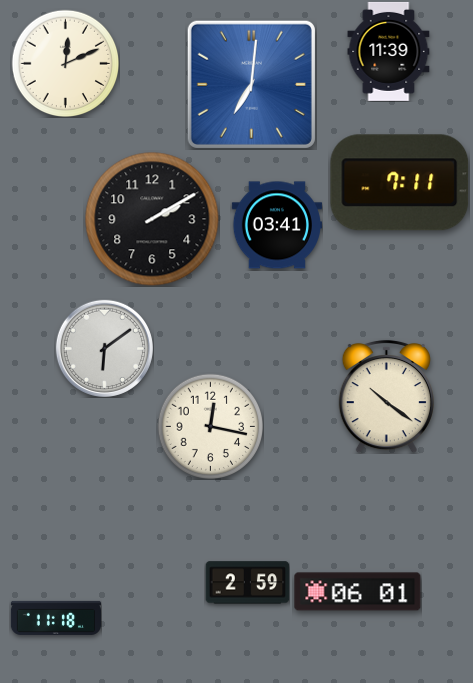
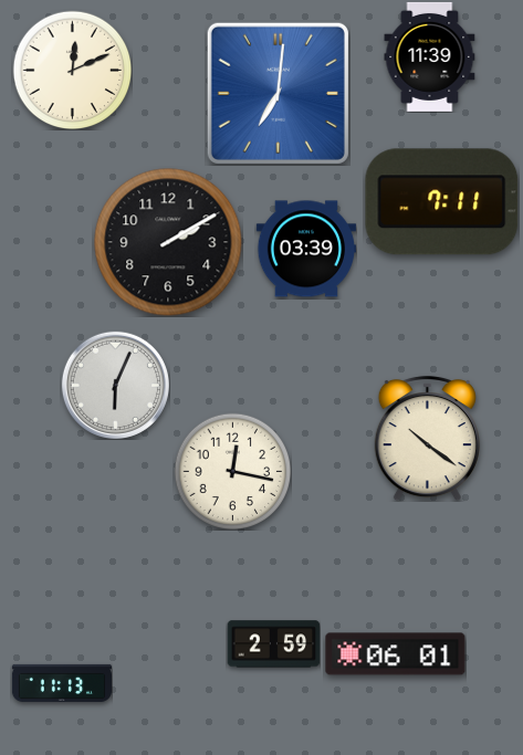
clock at (276, 225): 03:41 -> 03:39
clock at (104, 348): 6:09 -> 6:04
clock at (55, 618): 11:18 -> 11:13
